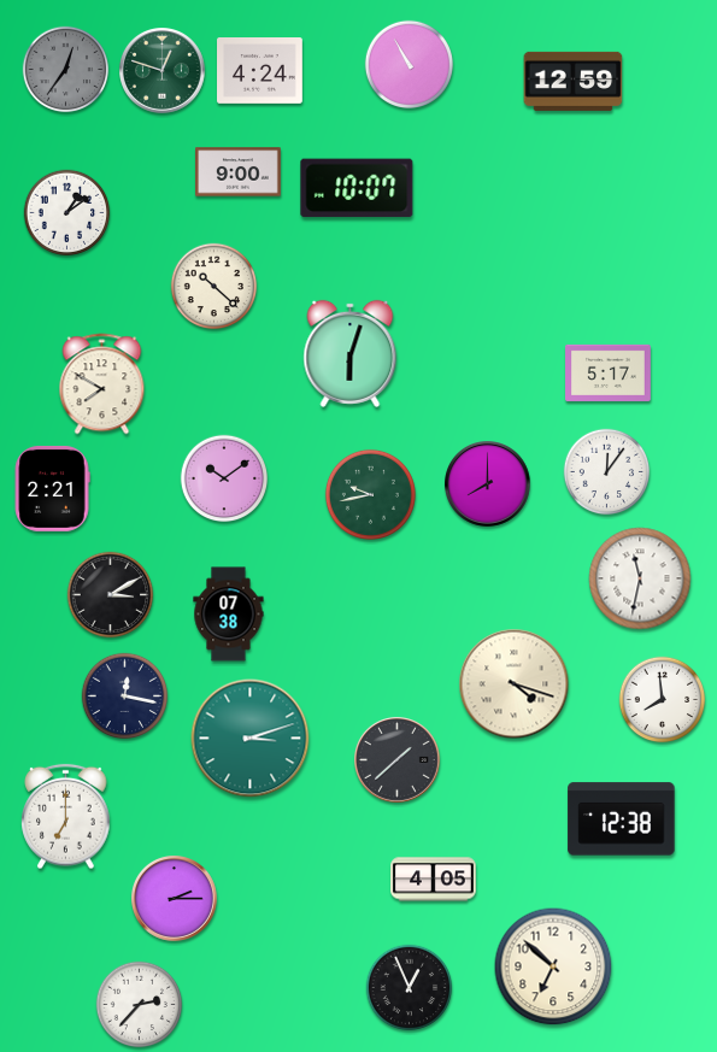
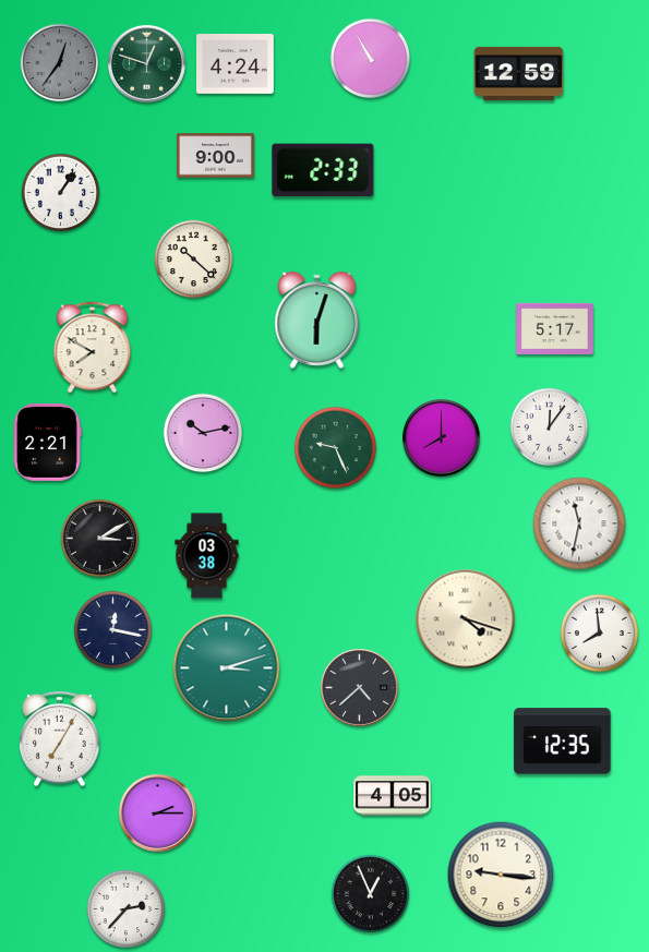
clock at (357, 188): 10:07 -> 2:33
clock at (67, 213): 1:09 -> 1:06
clock at (609, 372) position: (609, 372) -> (555, 328)
clock at (224, 478): 10:09 -> 10:13
clock at (370, 494): 9:43 -> 9:26
clock at (229, 615): 07:38 -> 03:38
clock at (398, 760): 1:38 -> 4:38
clock at (66, 817): 7:00 -> 7:05
clock at (622, 819): 12:38 -> 12:35
clock at (553, 966): 6:52 -> 9:16
